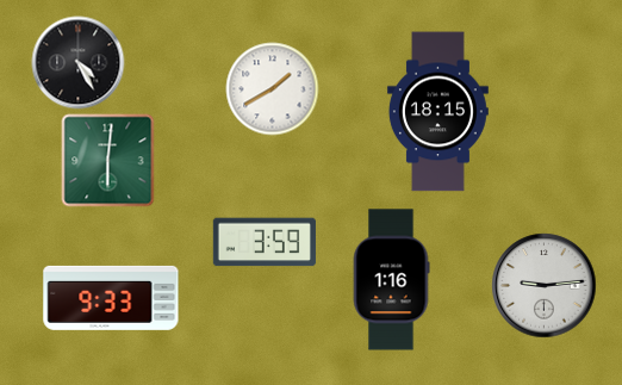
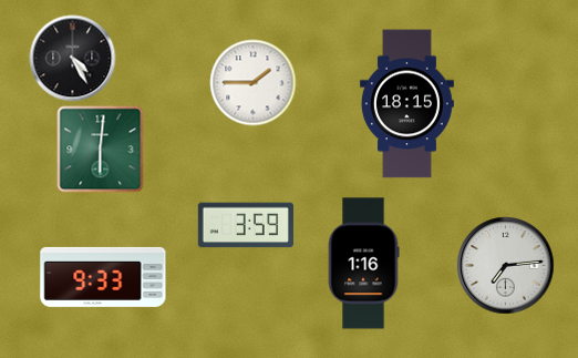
clock at (272, 88): 1:40 -> 1:45
clock at (391, 280) position: (391, 280) -> (363, 264)
clock at (543, 285): 9:14 -> 7:14
